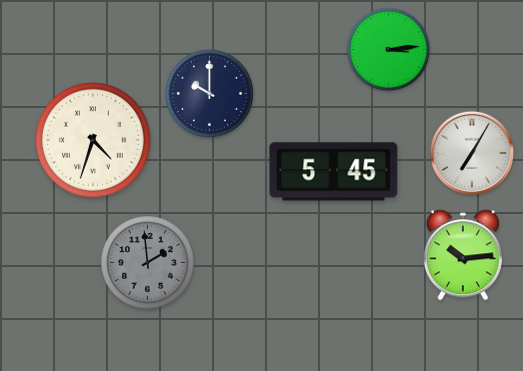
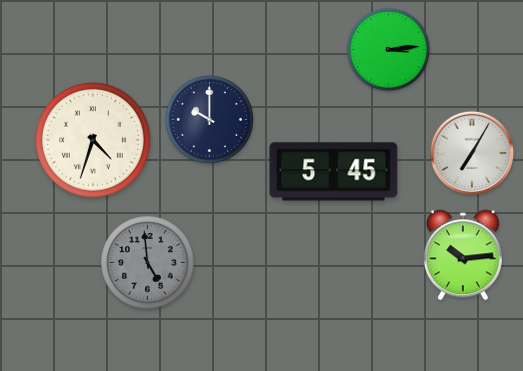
clock at (209, 93) position: (209, 93) -> (209, 119)
clock at (148, 263): 1:59 -> 4:59
